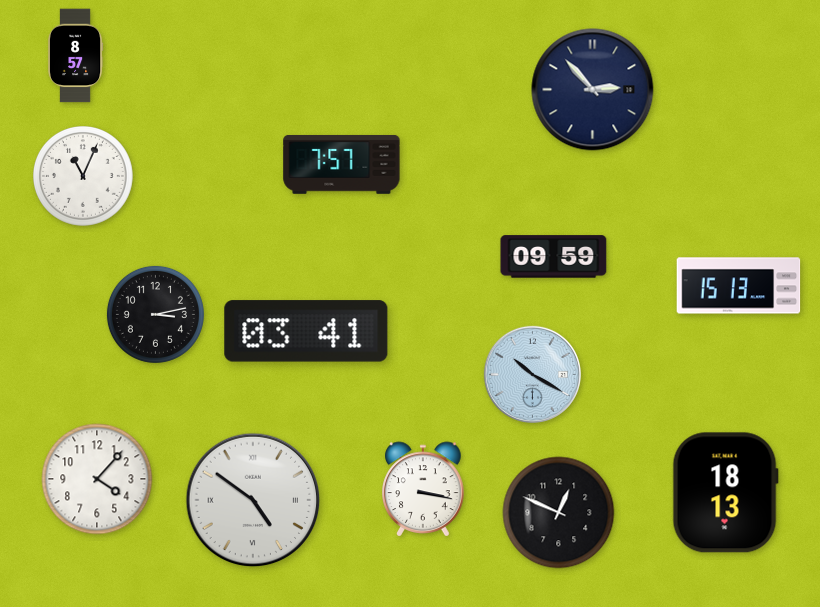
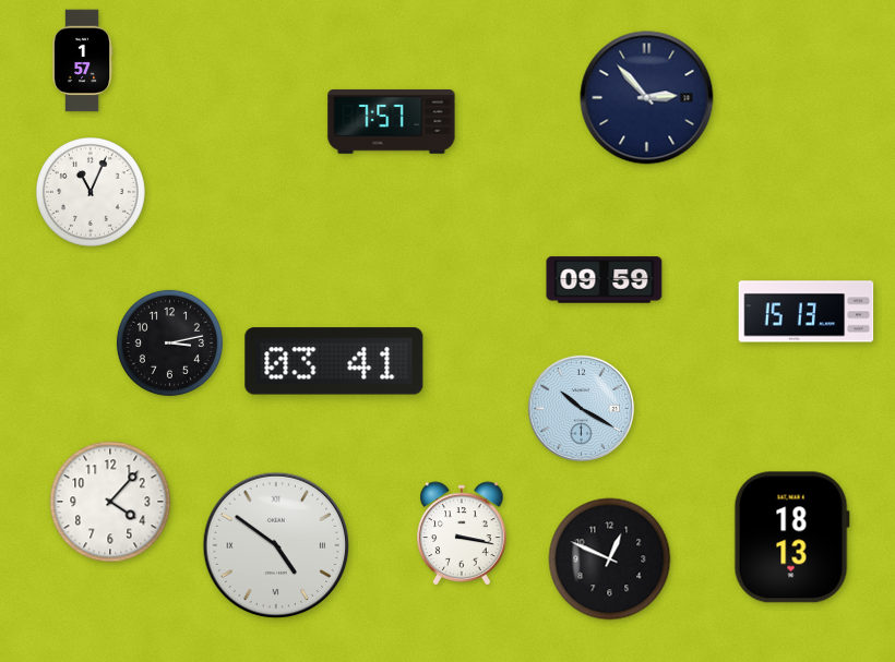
clock at (75, 56): 8:57 -> 1:57
clock at (342, 164) position: (342, 164) -> (392, 121)
clock at (97, 479) position: (97, 479) -> (110, 502)
